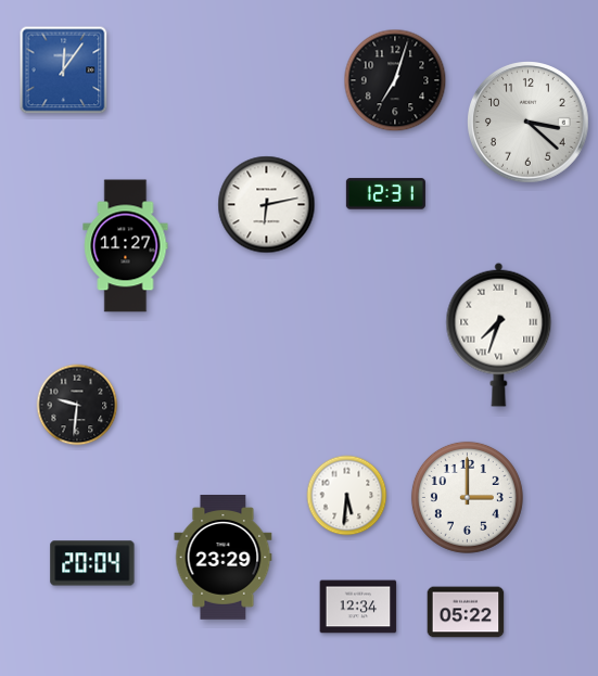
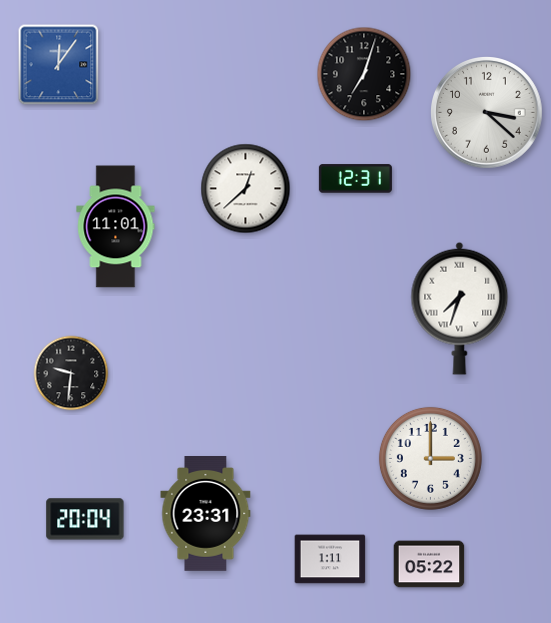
clock at (267, 205): 6:13 -> 12:38
clock at (126, 246): 11:27 -> 11:01
clock at (347, 496): 5:31 -> none
clock at (224, 558): 23:29 -> 23:31
clock at (358, 607): 12:34 -> 1:11
